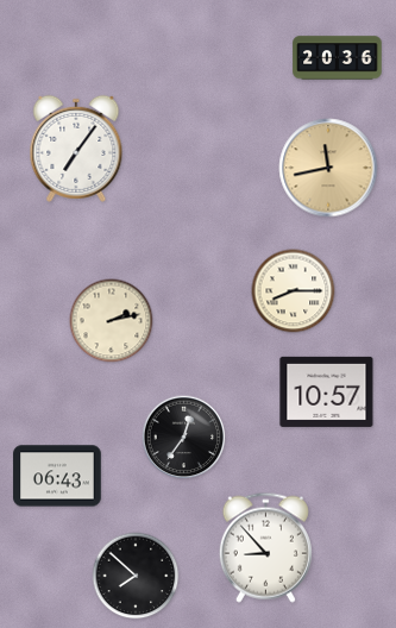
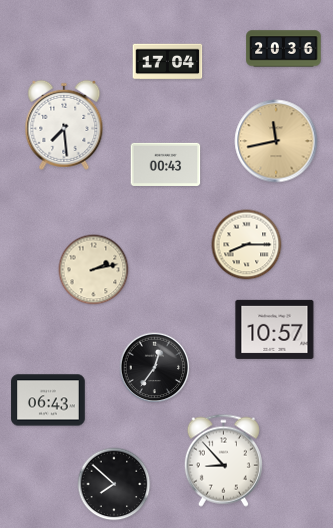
clock at (168, 62): none -> 17:04
clock at (76, 149): 7:06 -> 7:29
clock at (166, 164): none -> 00:43
